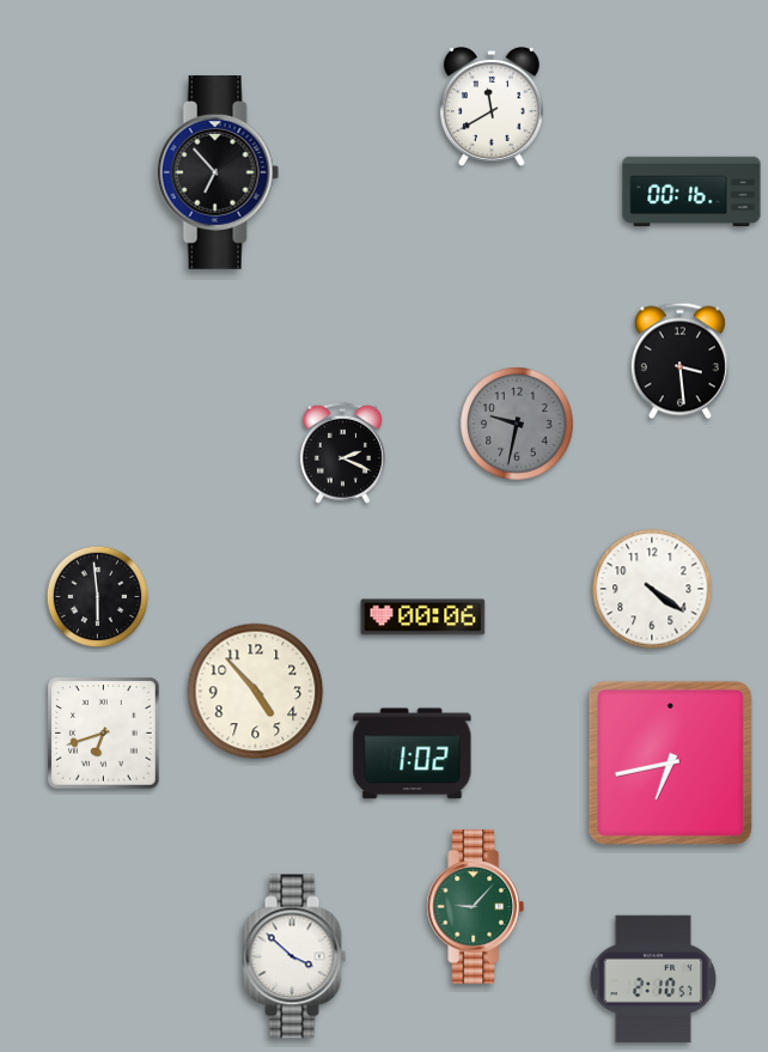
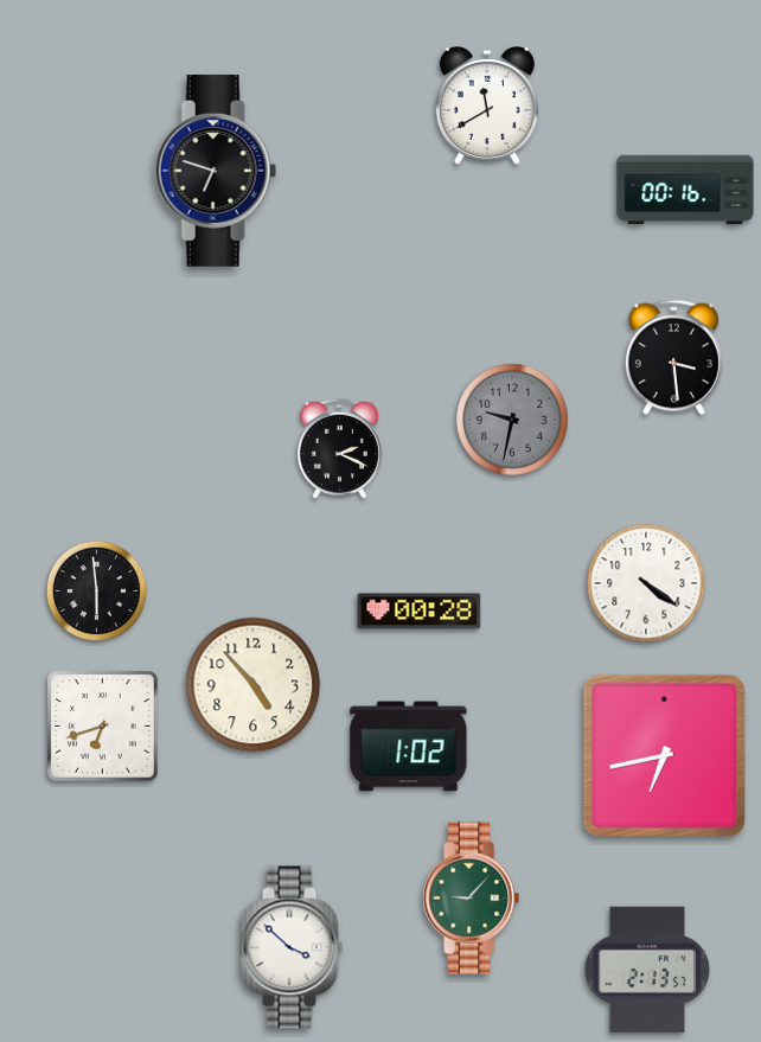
clock at (218, 172): 6:53 -> 6:48
clock at (423, 618): 00:06 -> 00:28
clock at (653, 979): 2:10 -> 2:13
